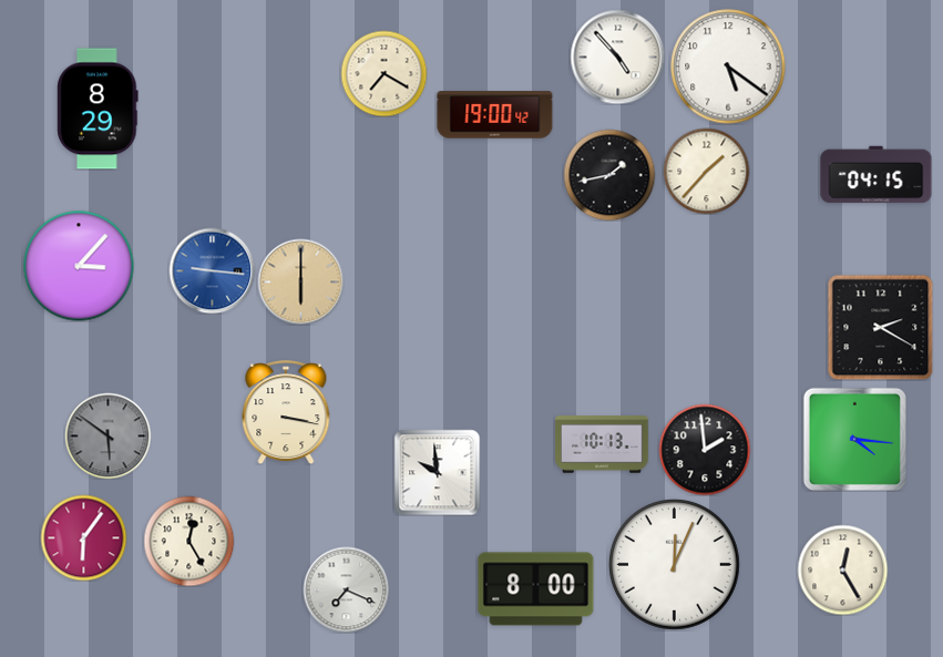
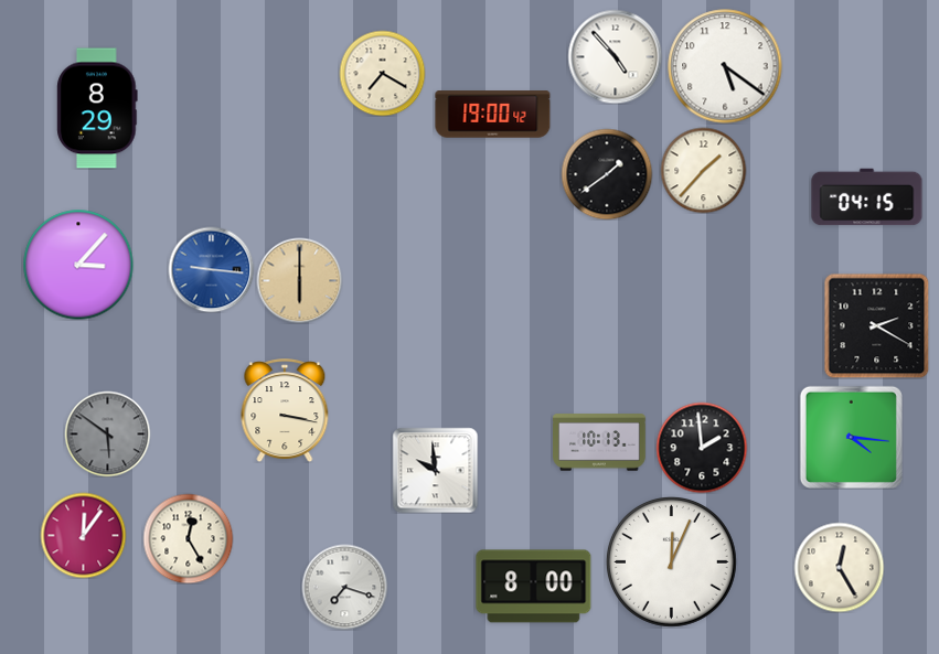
clock at (609, 175): 1:43 -> 1:39
clock at (877, 175) position: (877, 175) -> (867, 197)
clock at (83, 537): 6:06 -> 12:06
clock at (346, 589): 7:19 -> 7:18
